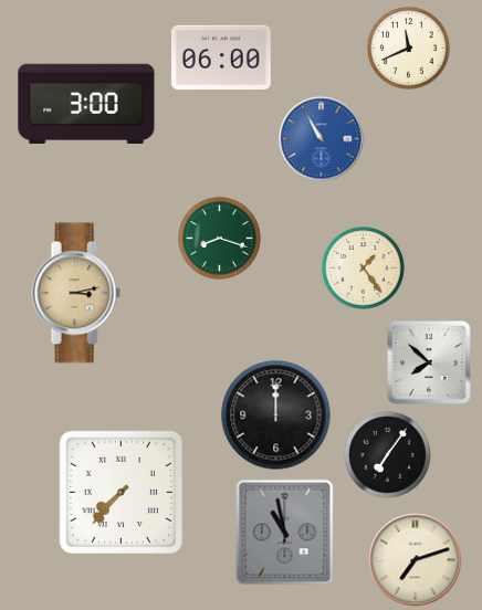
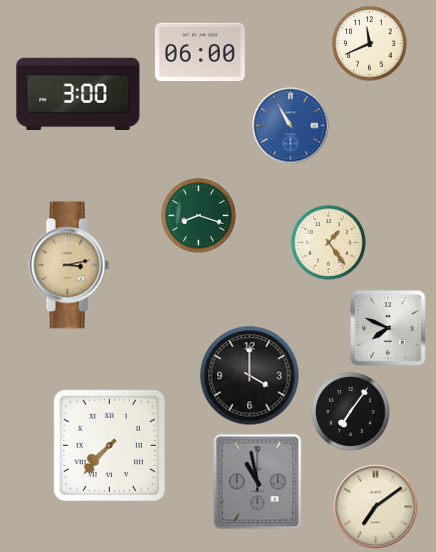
clock at (429, 362): 7:52 -> 7:49
clock at (276, 416): 12:00 -> 4:00
clock at (416, 560): 7:12 -> 7:09
